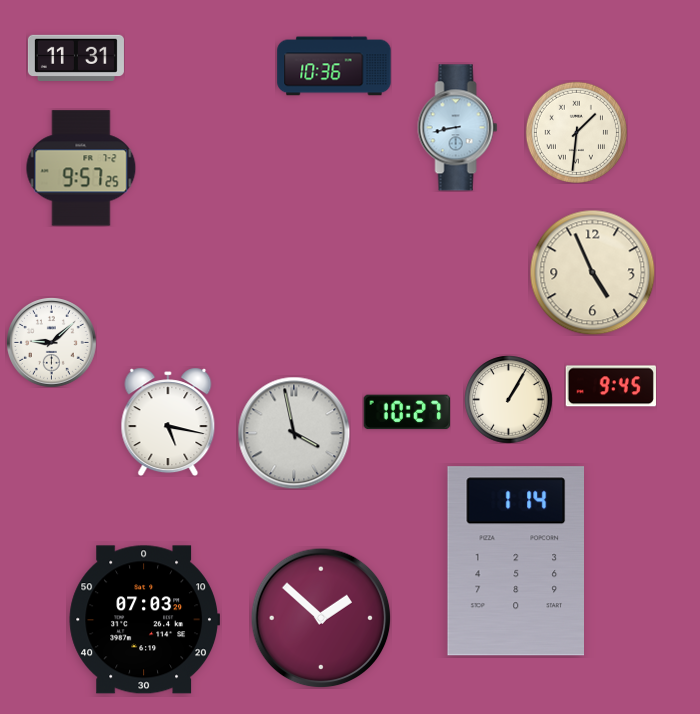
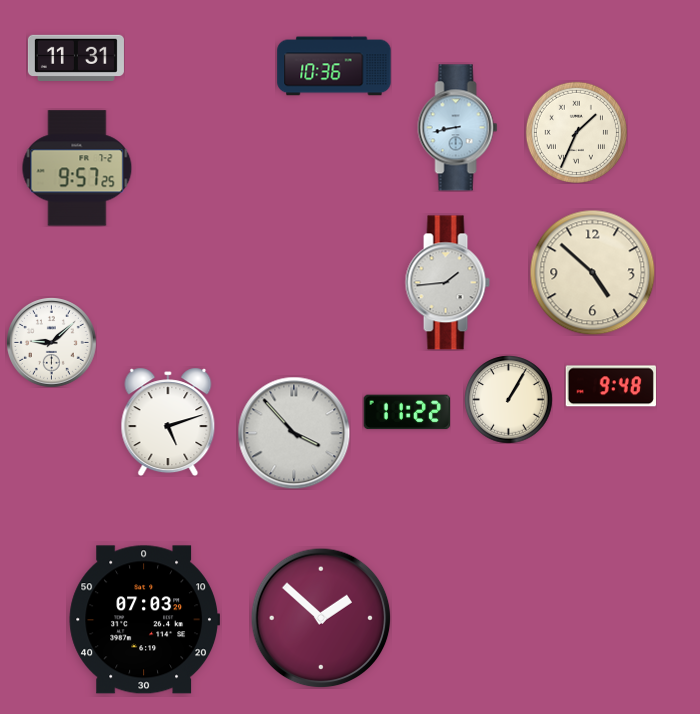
clock at (576, 132): 1:31 -> 1:34
clock at (81, 168) position: (81, 168) -> (77, 168)
clock at (592, 272): 4:56 -> 4:52
clock at (447, 283): none -> 1:44
clock at (611, 386): 9:45 -> 9:48
clock at (407, 412): 10:27 -> 11:22
clock at (168, 422): 5:17 -> 5:12
clock at (294, 433): 3:58 -> 3:53
clock at (515, 561): 1:14 -> none
